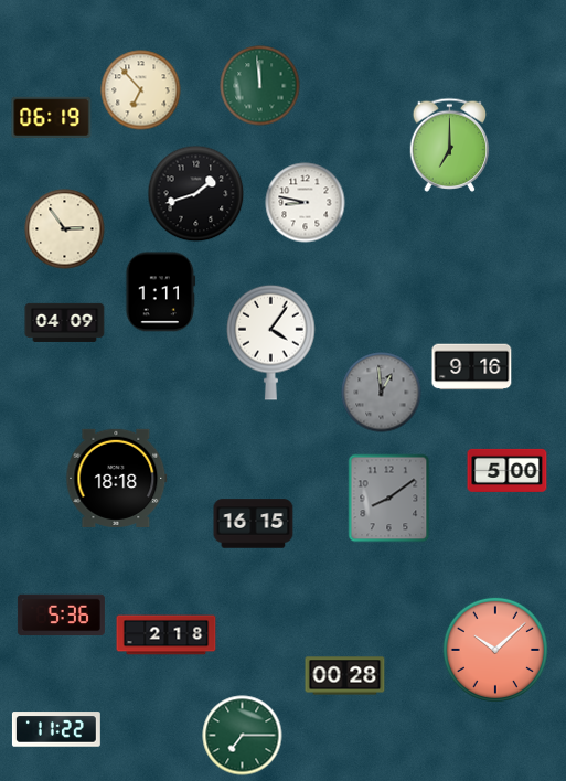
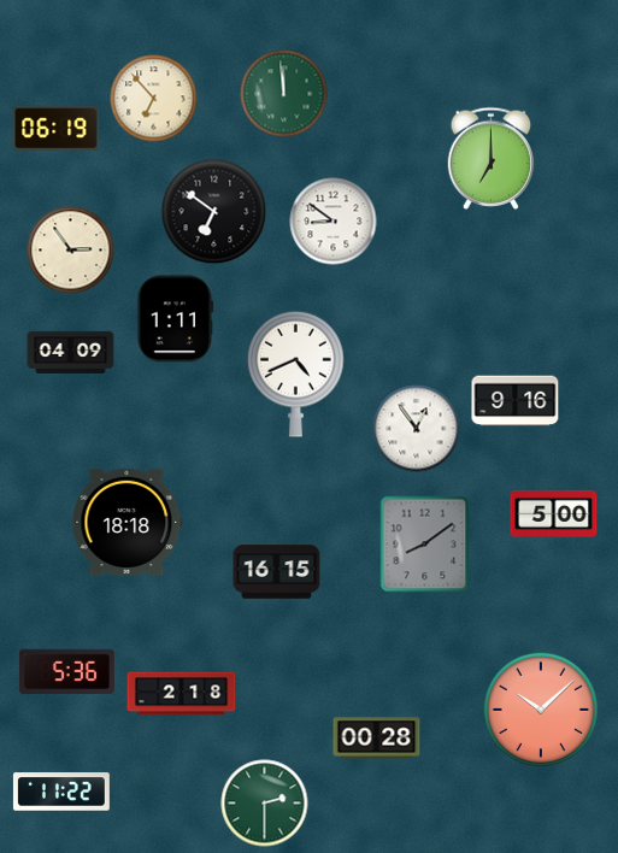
clock at (196, 194): 1:42 -> 6:51
clock at (306, 203): 8:47 -> 8:51
clock at (271, 342): 4:06 -> 4:41
clock at (382, 393): 12:59 -> 12:54
clock at (382, 393) dial: grey -> white
clock at (56, 729) position: (56, 729) -> (61, 792)
clock at (243, 736): 7:15 -> 2:30
